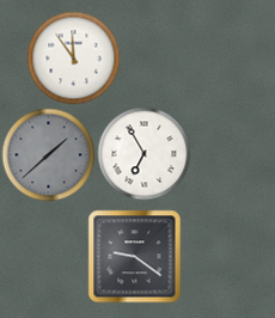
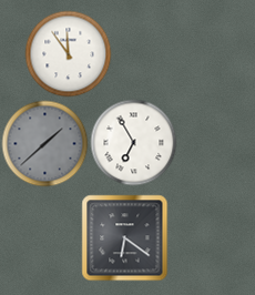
clock at (134, 256): 9:21 -> 6:21
